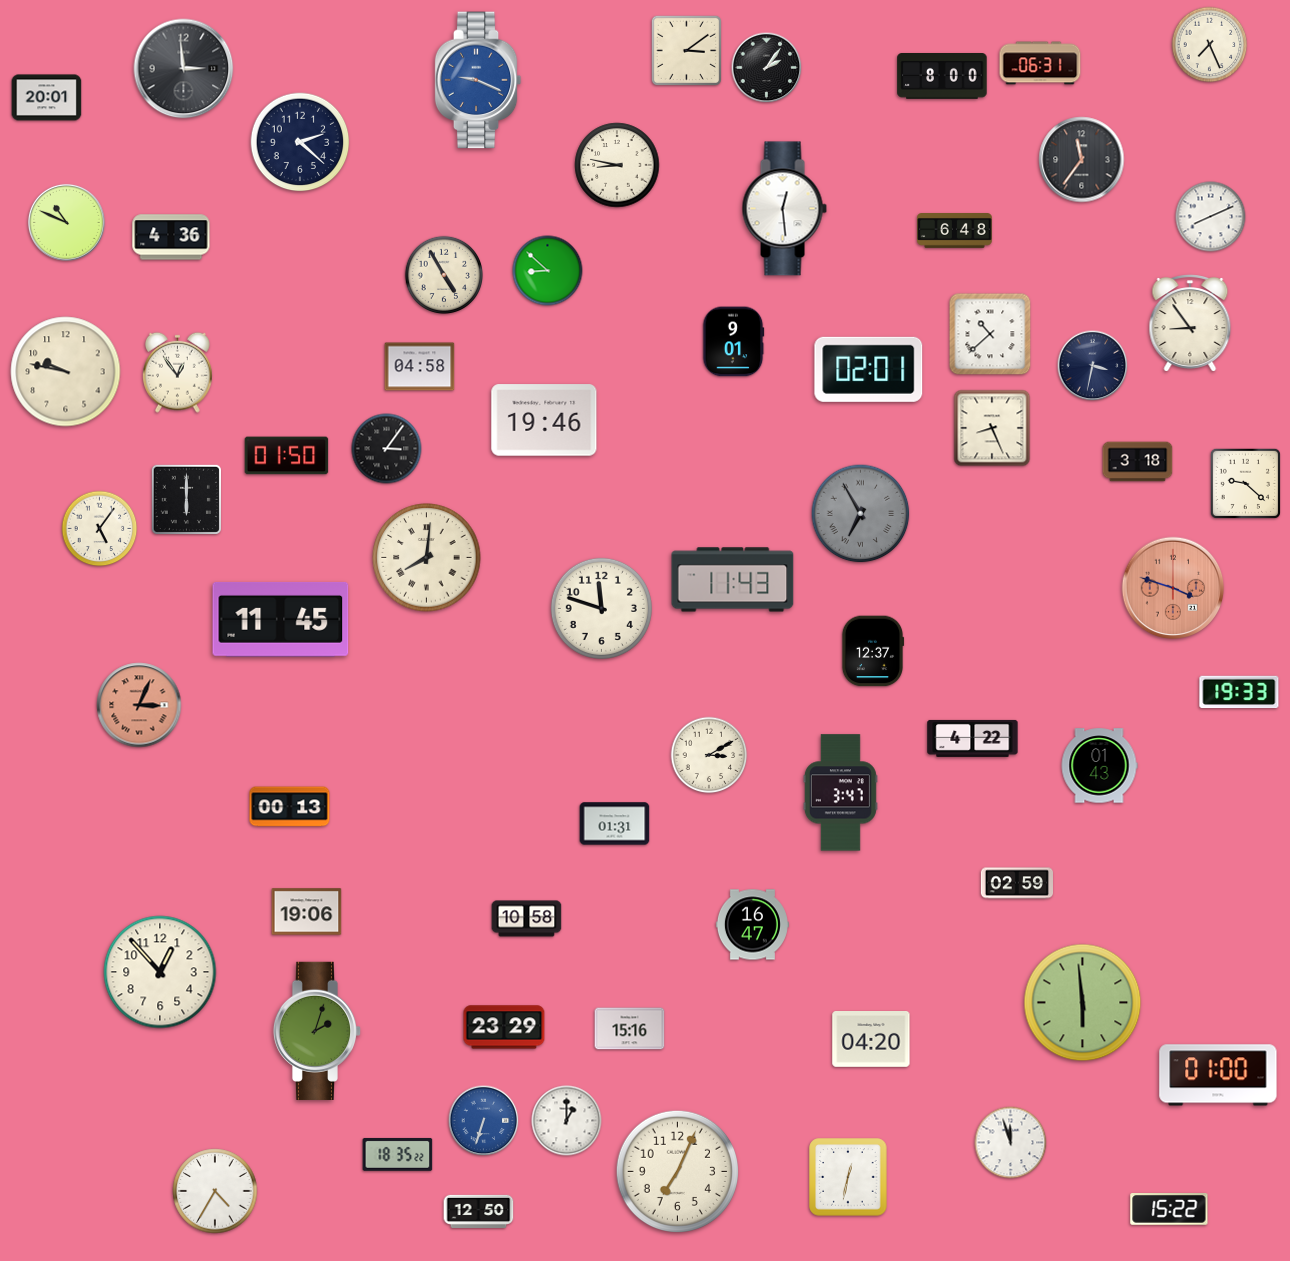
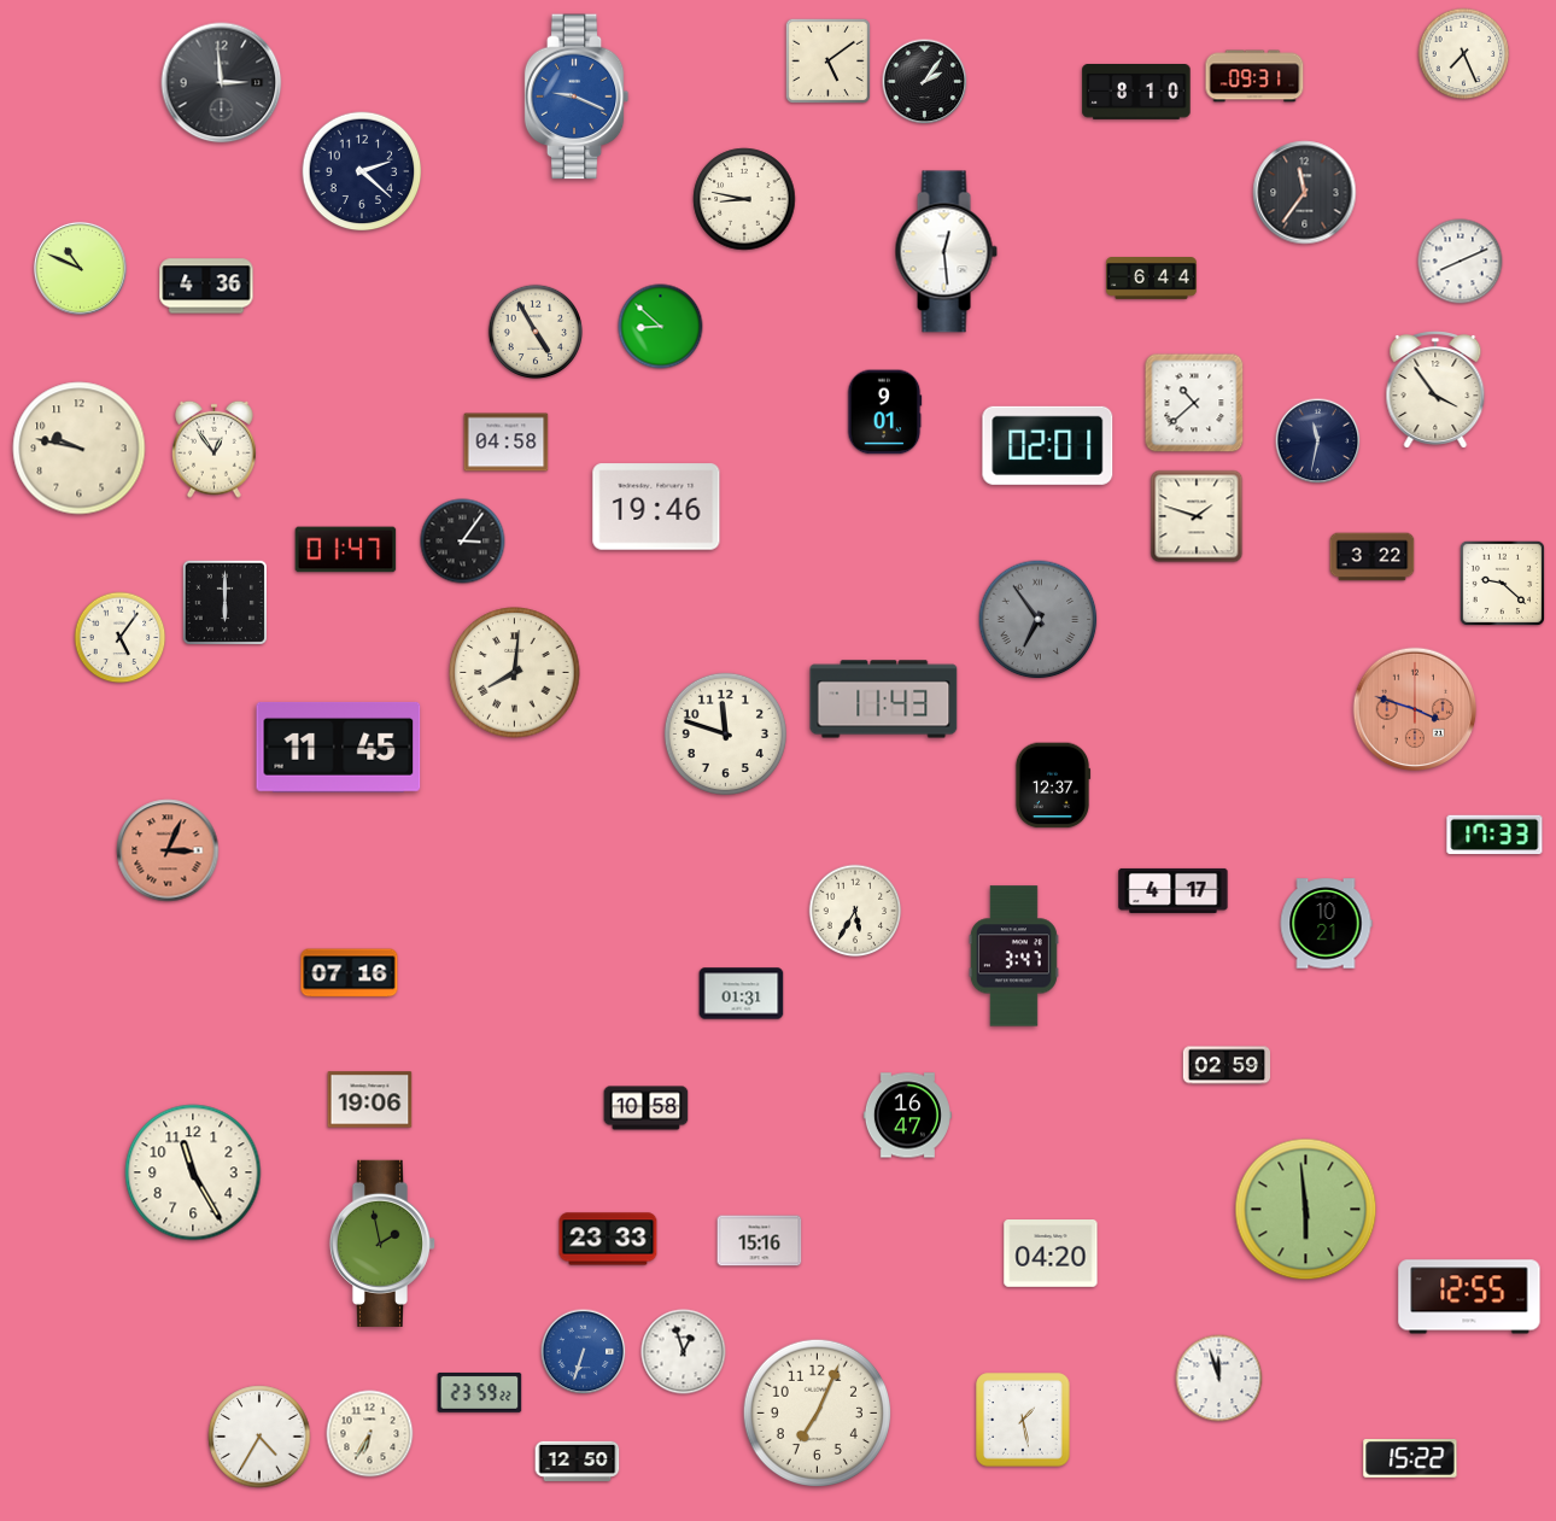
clock at (1210, 45) position: (1210, 45) -> (1464, 54)
clock at (686, 50): 3:09 -> 5:09
clock at (1040, 63): 06:31 -> 09:31
clock at (942, 77): 8:00 -> 8:10
clock at (47, 98): 20:01 -> none
clock at (955, 231): 6:48 -> 6:44
clock at (1190, 323): 8:54 -> 3:54
clock at (1093, 366): 3:32 -> 11:32
clock at (992, 428): 8:26 -> 1:48
clock at (387, 449) position: (387, 449) -> (463, 542)
clock at (287, 456): 01:50 -> 01:47
clock at (1138, 462): 3:18 -> 3:22
clock at (861, 514): 6:55 -> 6:54
clock at (1239, 692): 19:33 -> 17:33
clock at (973, 738): 4:22 -> 4:17
clock at (709, 755): 3:10 -> 5:35
clock at (1099, 766): 01:43 -> 10:21
clock at (290, 807): 00:13 -> 07:16
clock at (527, 919) position: (527, 919) -> (647, 1108)
clock at (160, 972): 12:53 -> 11:25
clock at (504, 1027): 23:29 -> 23:33
clock at (317, 1031): 2:03 -> 1:58
clock at (1218, 1075): 01:00 -> 12:55
clock at (567, 1121): 1:00 -> 12:57
clock at (398, 1155): 18:35 -> 23:59
clock at (848, 1177): 12:32 -> 1:28
clock at (370, 1434): none -> 6:35
